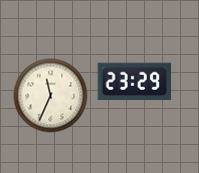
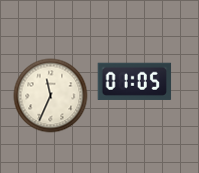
clock at (135, 81): 23:29 -> 01:05
